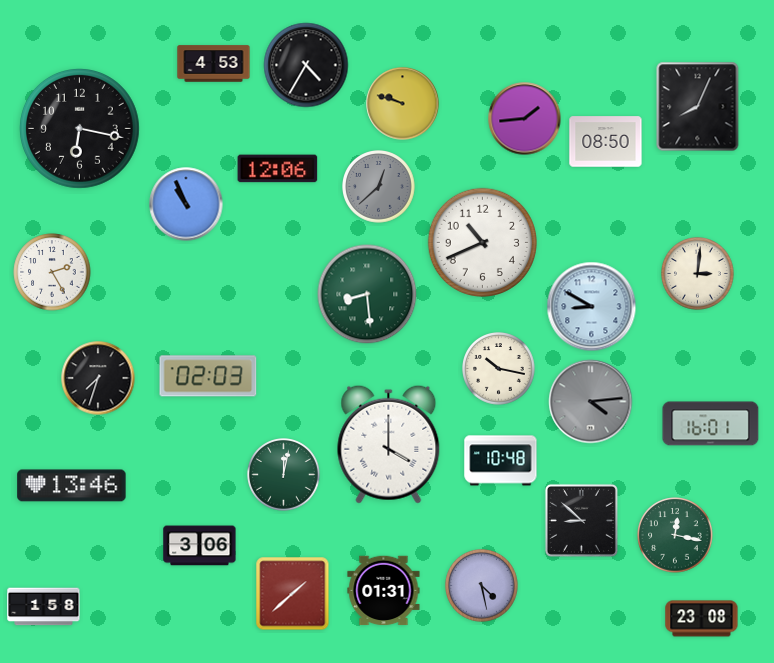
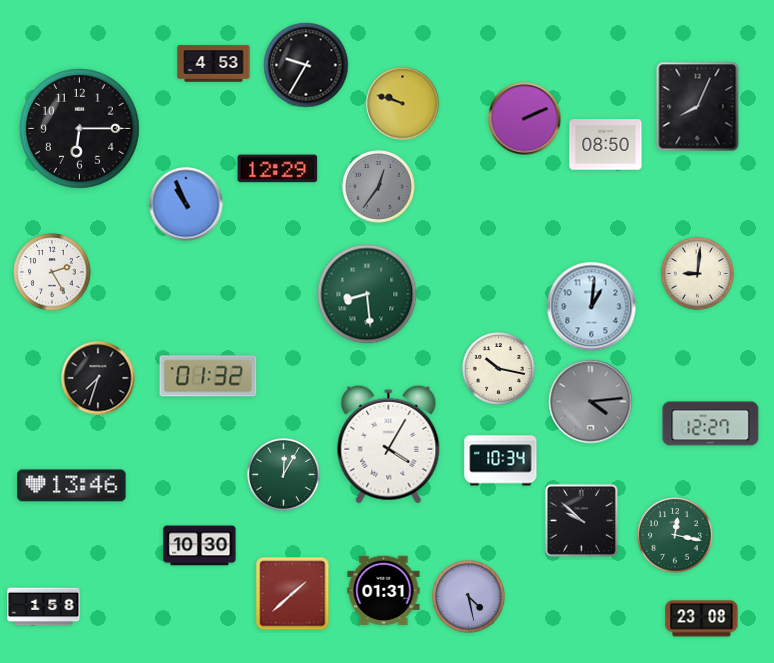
clock at (306, 65): 4:35 -> 9:35
clock at (525, 119): 1:44 -> 2:11
clock at (80, 129): 6:17 -> 6:15
clock at (606, 142) position: (606, 142) -> (606, 145)
clock at (278, 169): 12:06 -> 12:29
clock at (379, 187): 12:38 -> 12:36
clock at (482, 242): 10:41 -> none
clock at (698, 274): 3:01 -> 9:01
clock at (592, 307): 8:50 -> 1:01
clock at (208, 376): 02:03 -> 01:32
clock at (711, 424): 16:01 -> 12:27
clock at (389, 444): 4:00 -> 4:05
clock at (501, 461): 10:48 -> 10:34
clock at (284, 475): 12:02 -> 12:05
clock at (581, 520): 8:52 -> 9:52
clock at (200, 546): 3:06 -> 10:30
clock at (482, 586) position: (482, 586) -> (469, 597)
